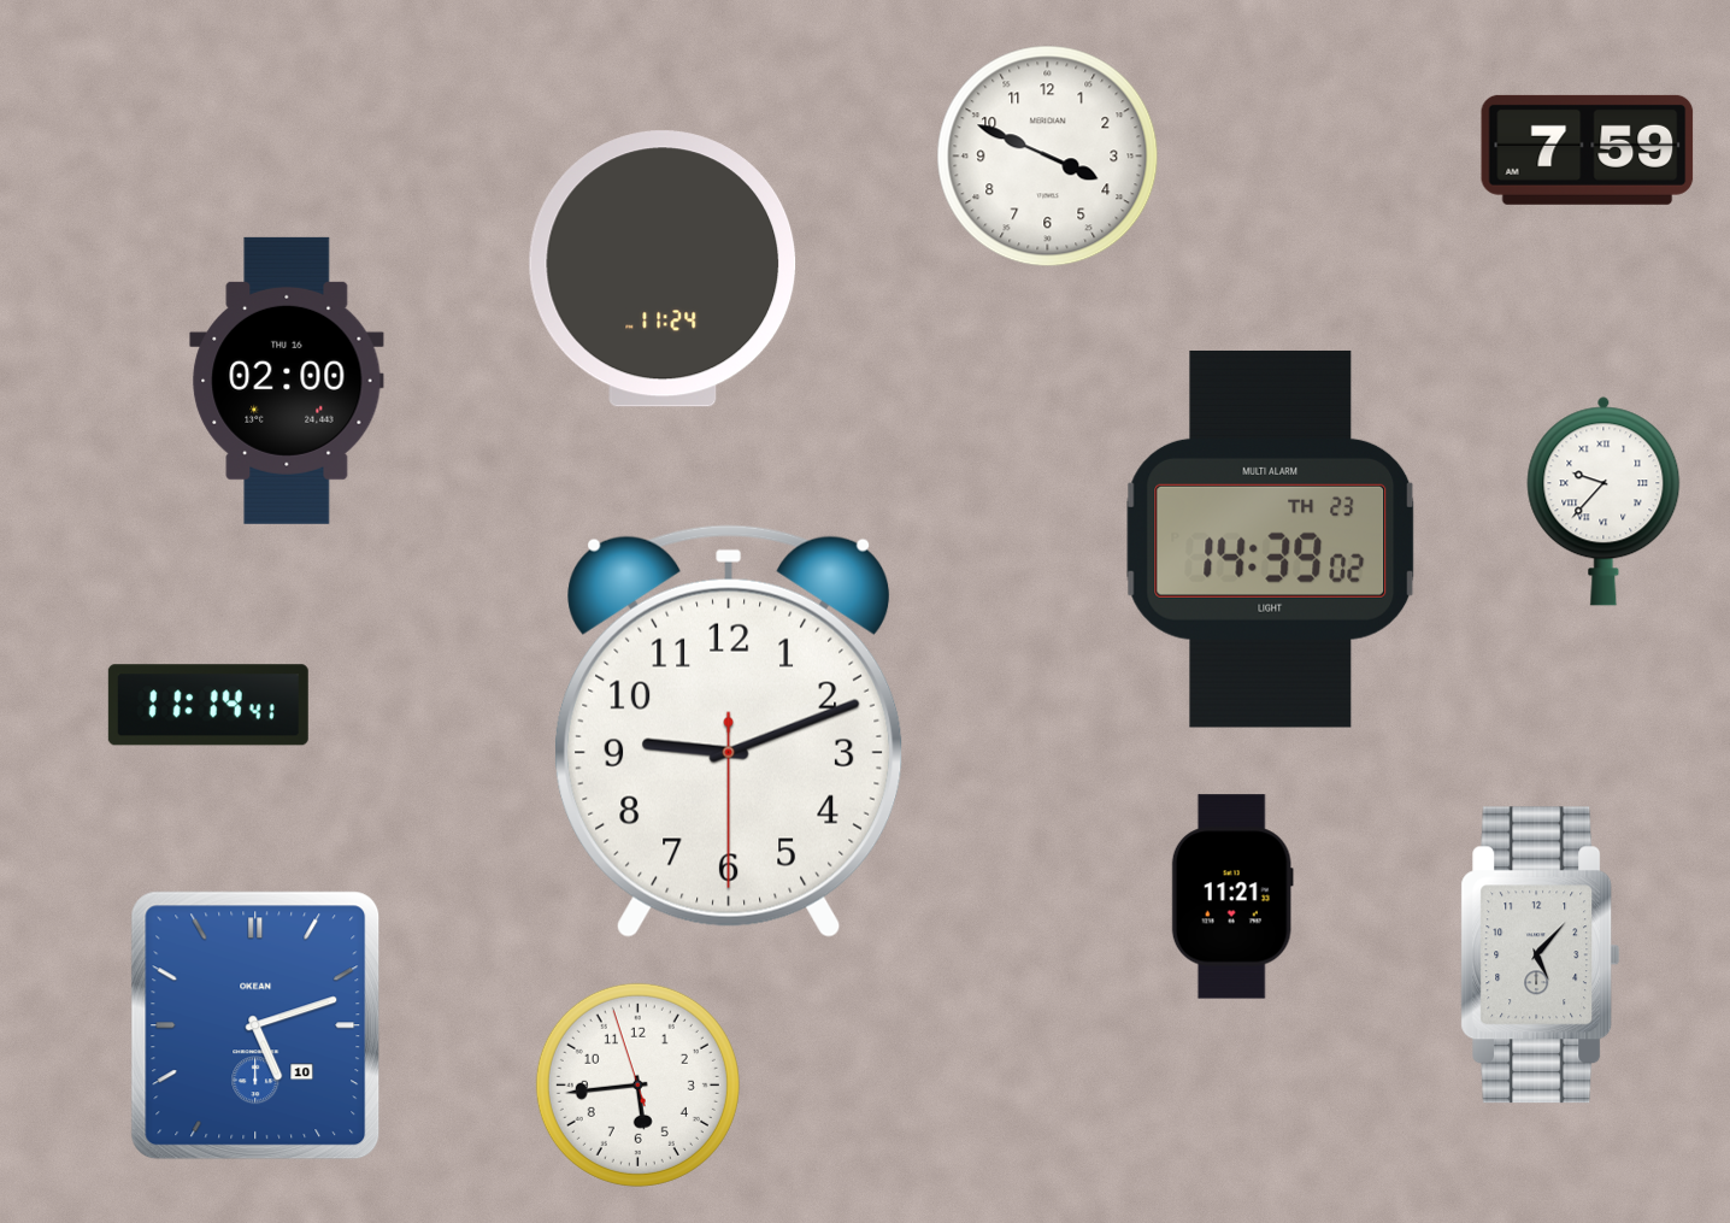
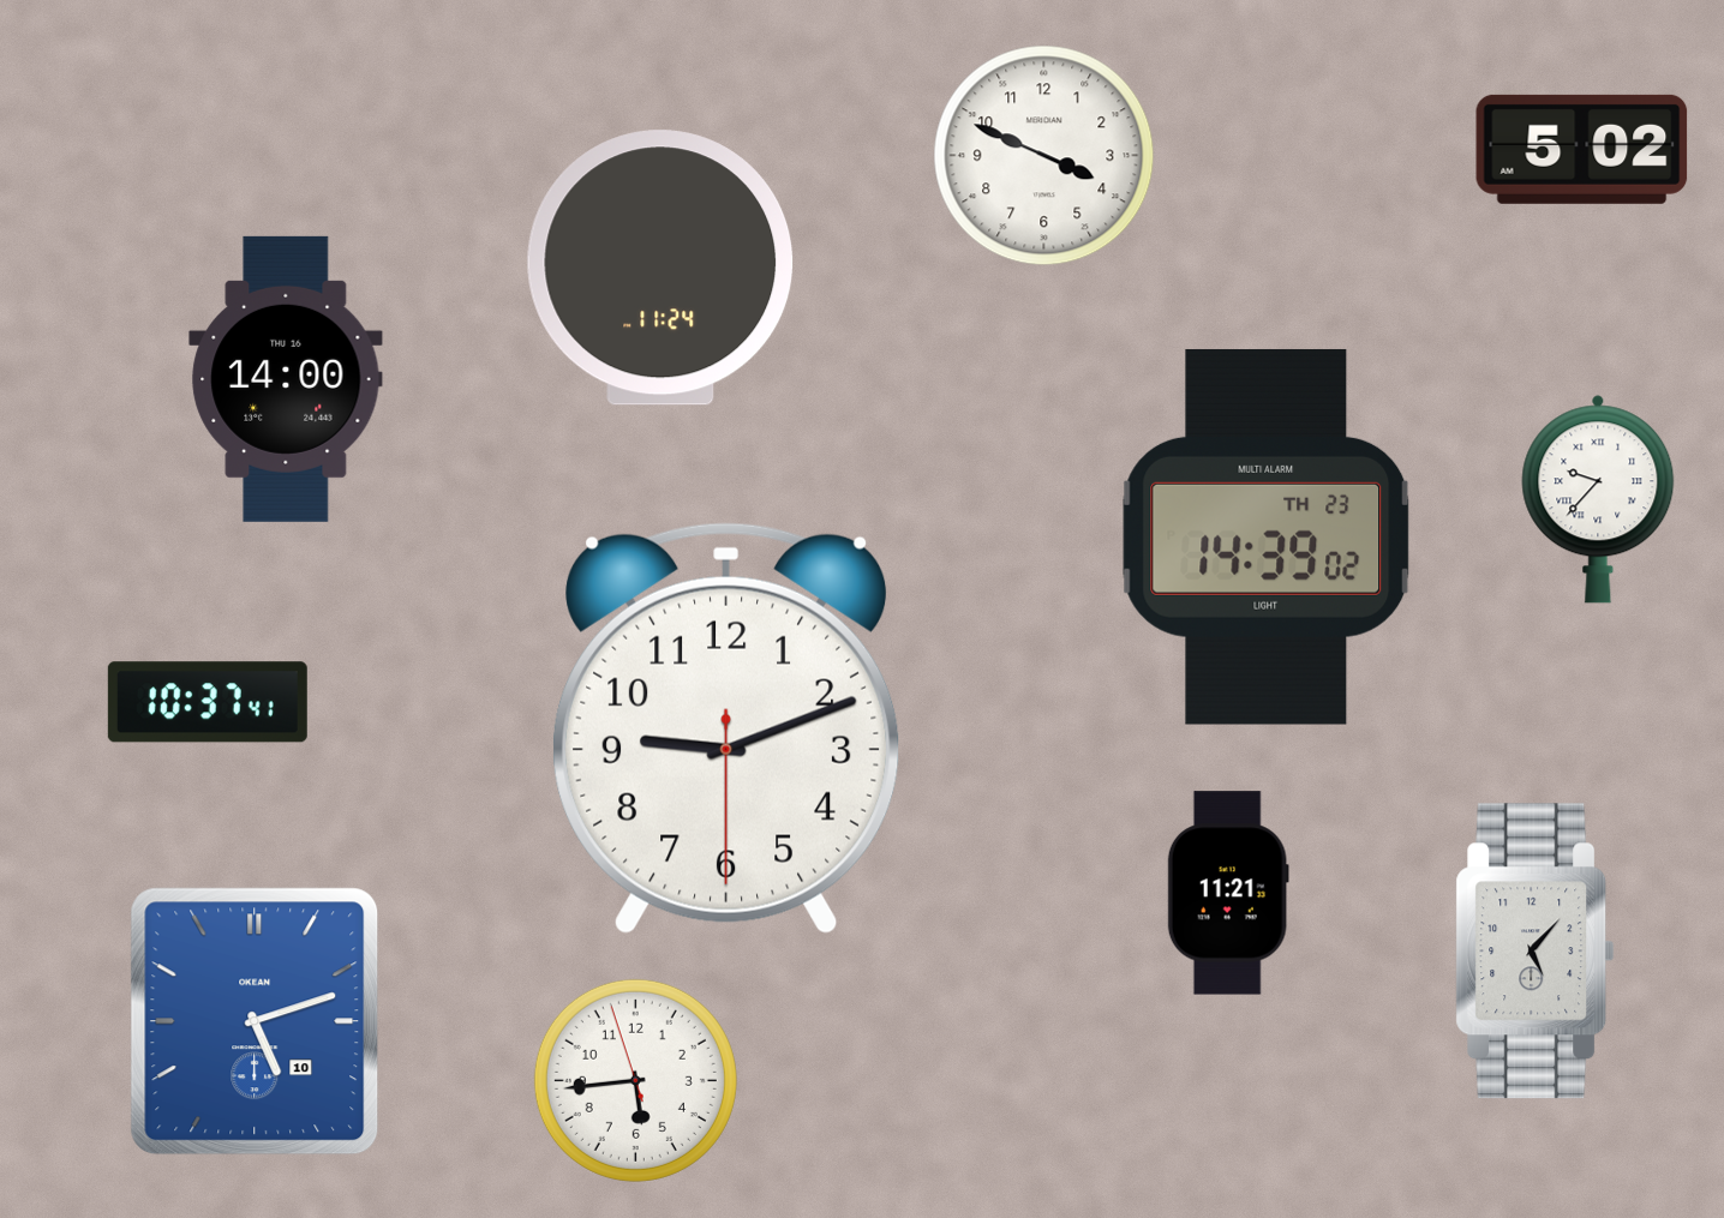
clock at (1588, 149): 7:59 -> 5:02
clock at (287, 381): 02:00 -> 14:00
clock at (208, 705): 11:14 -> 10:37
